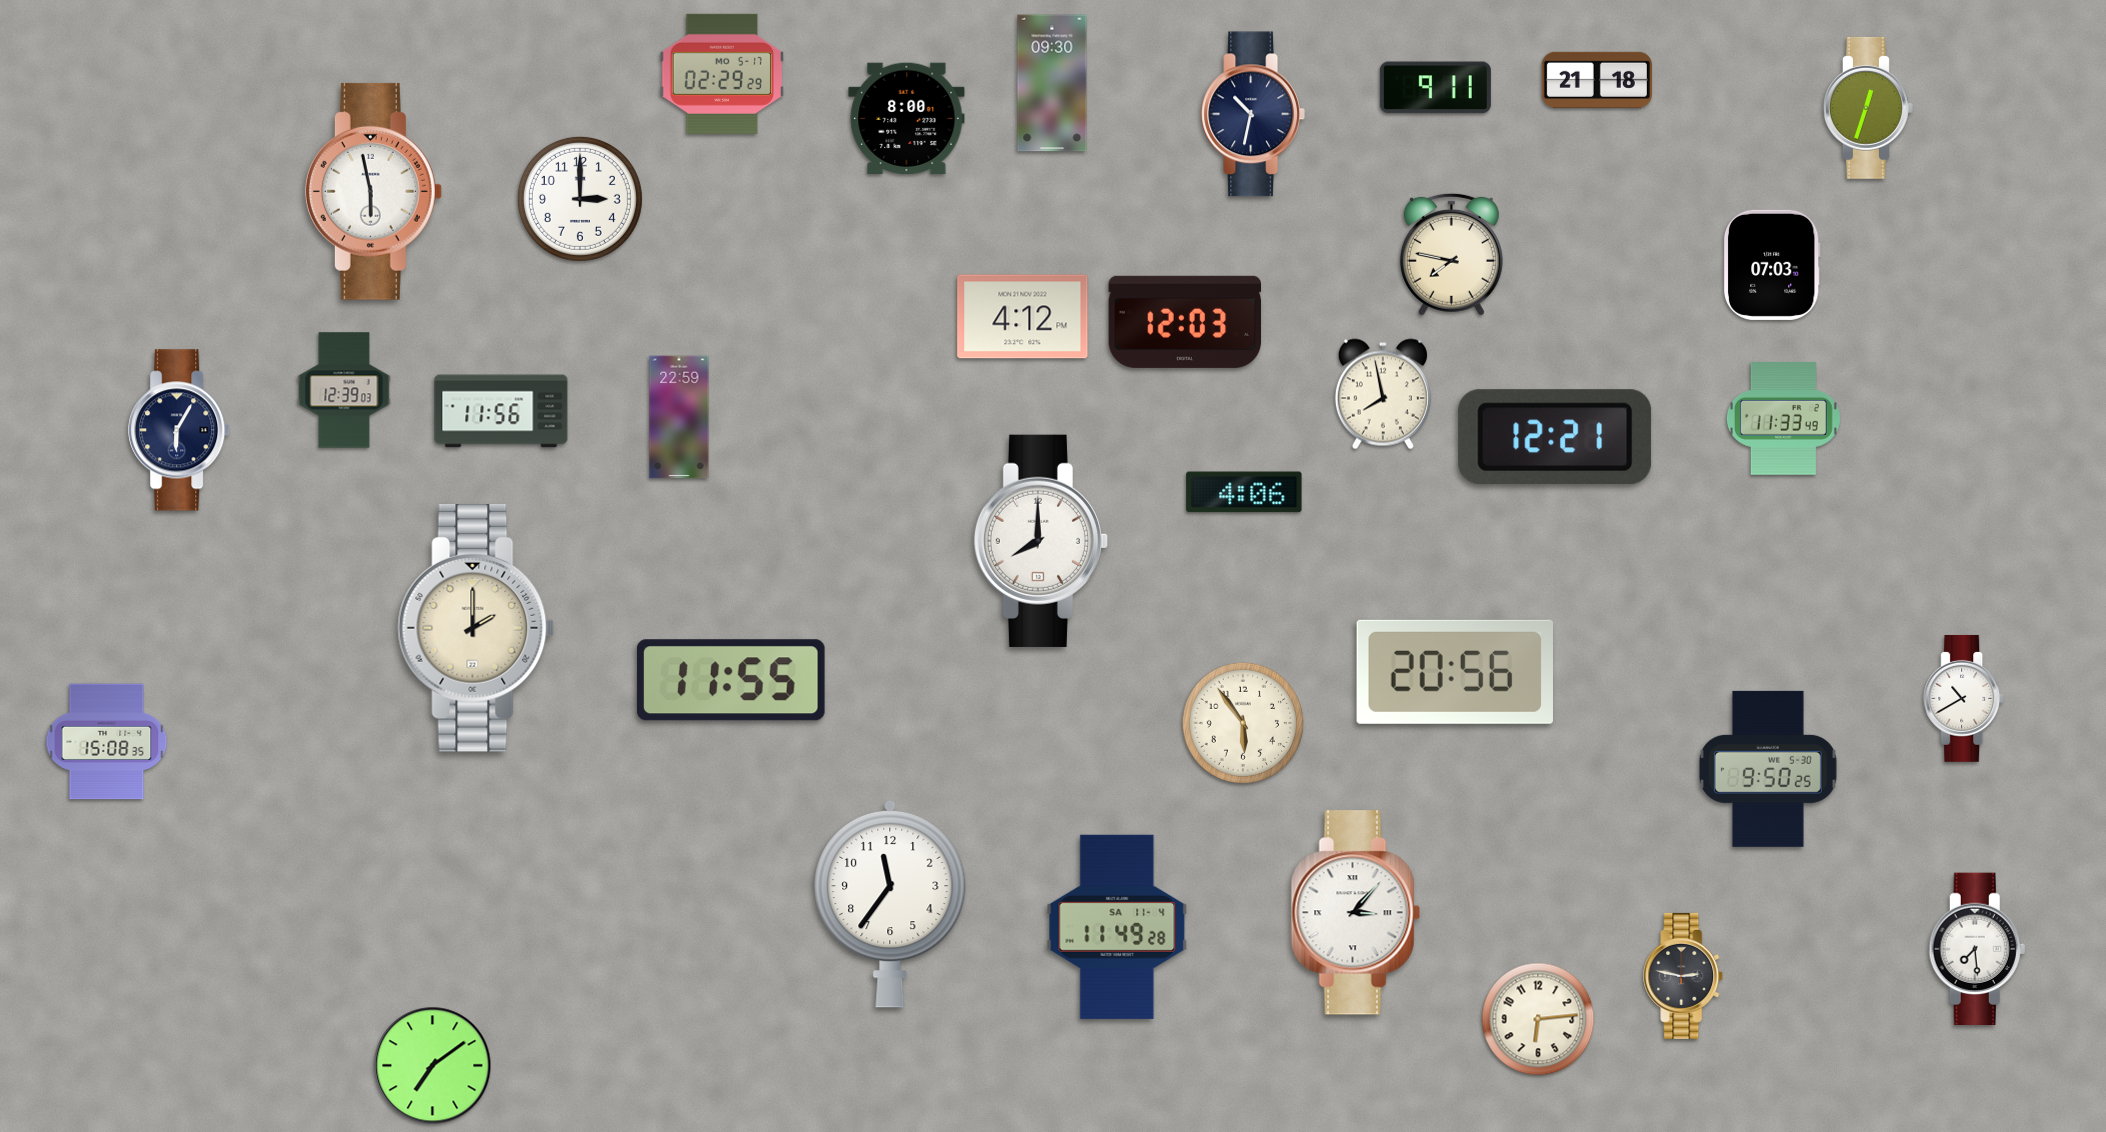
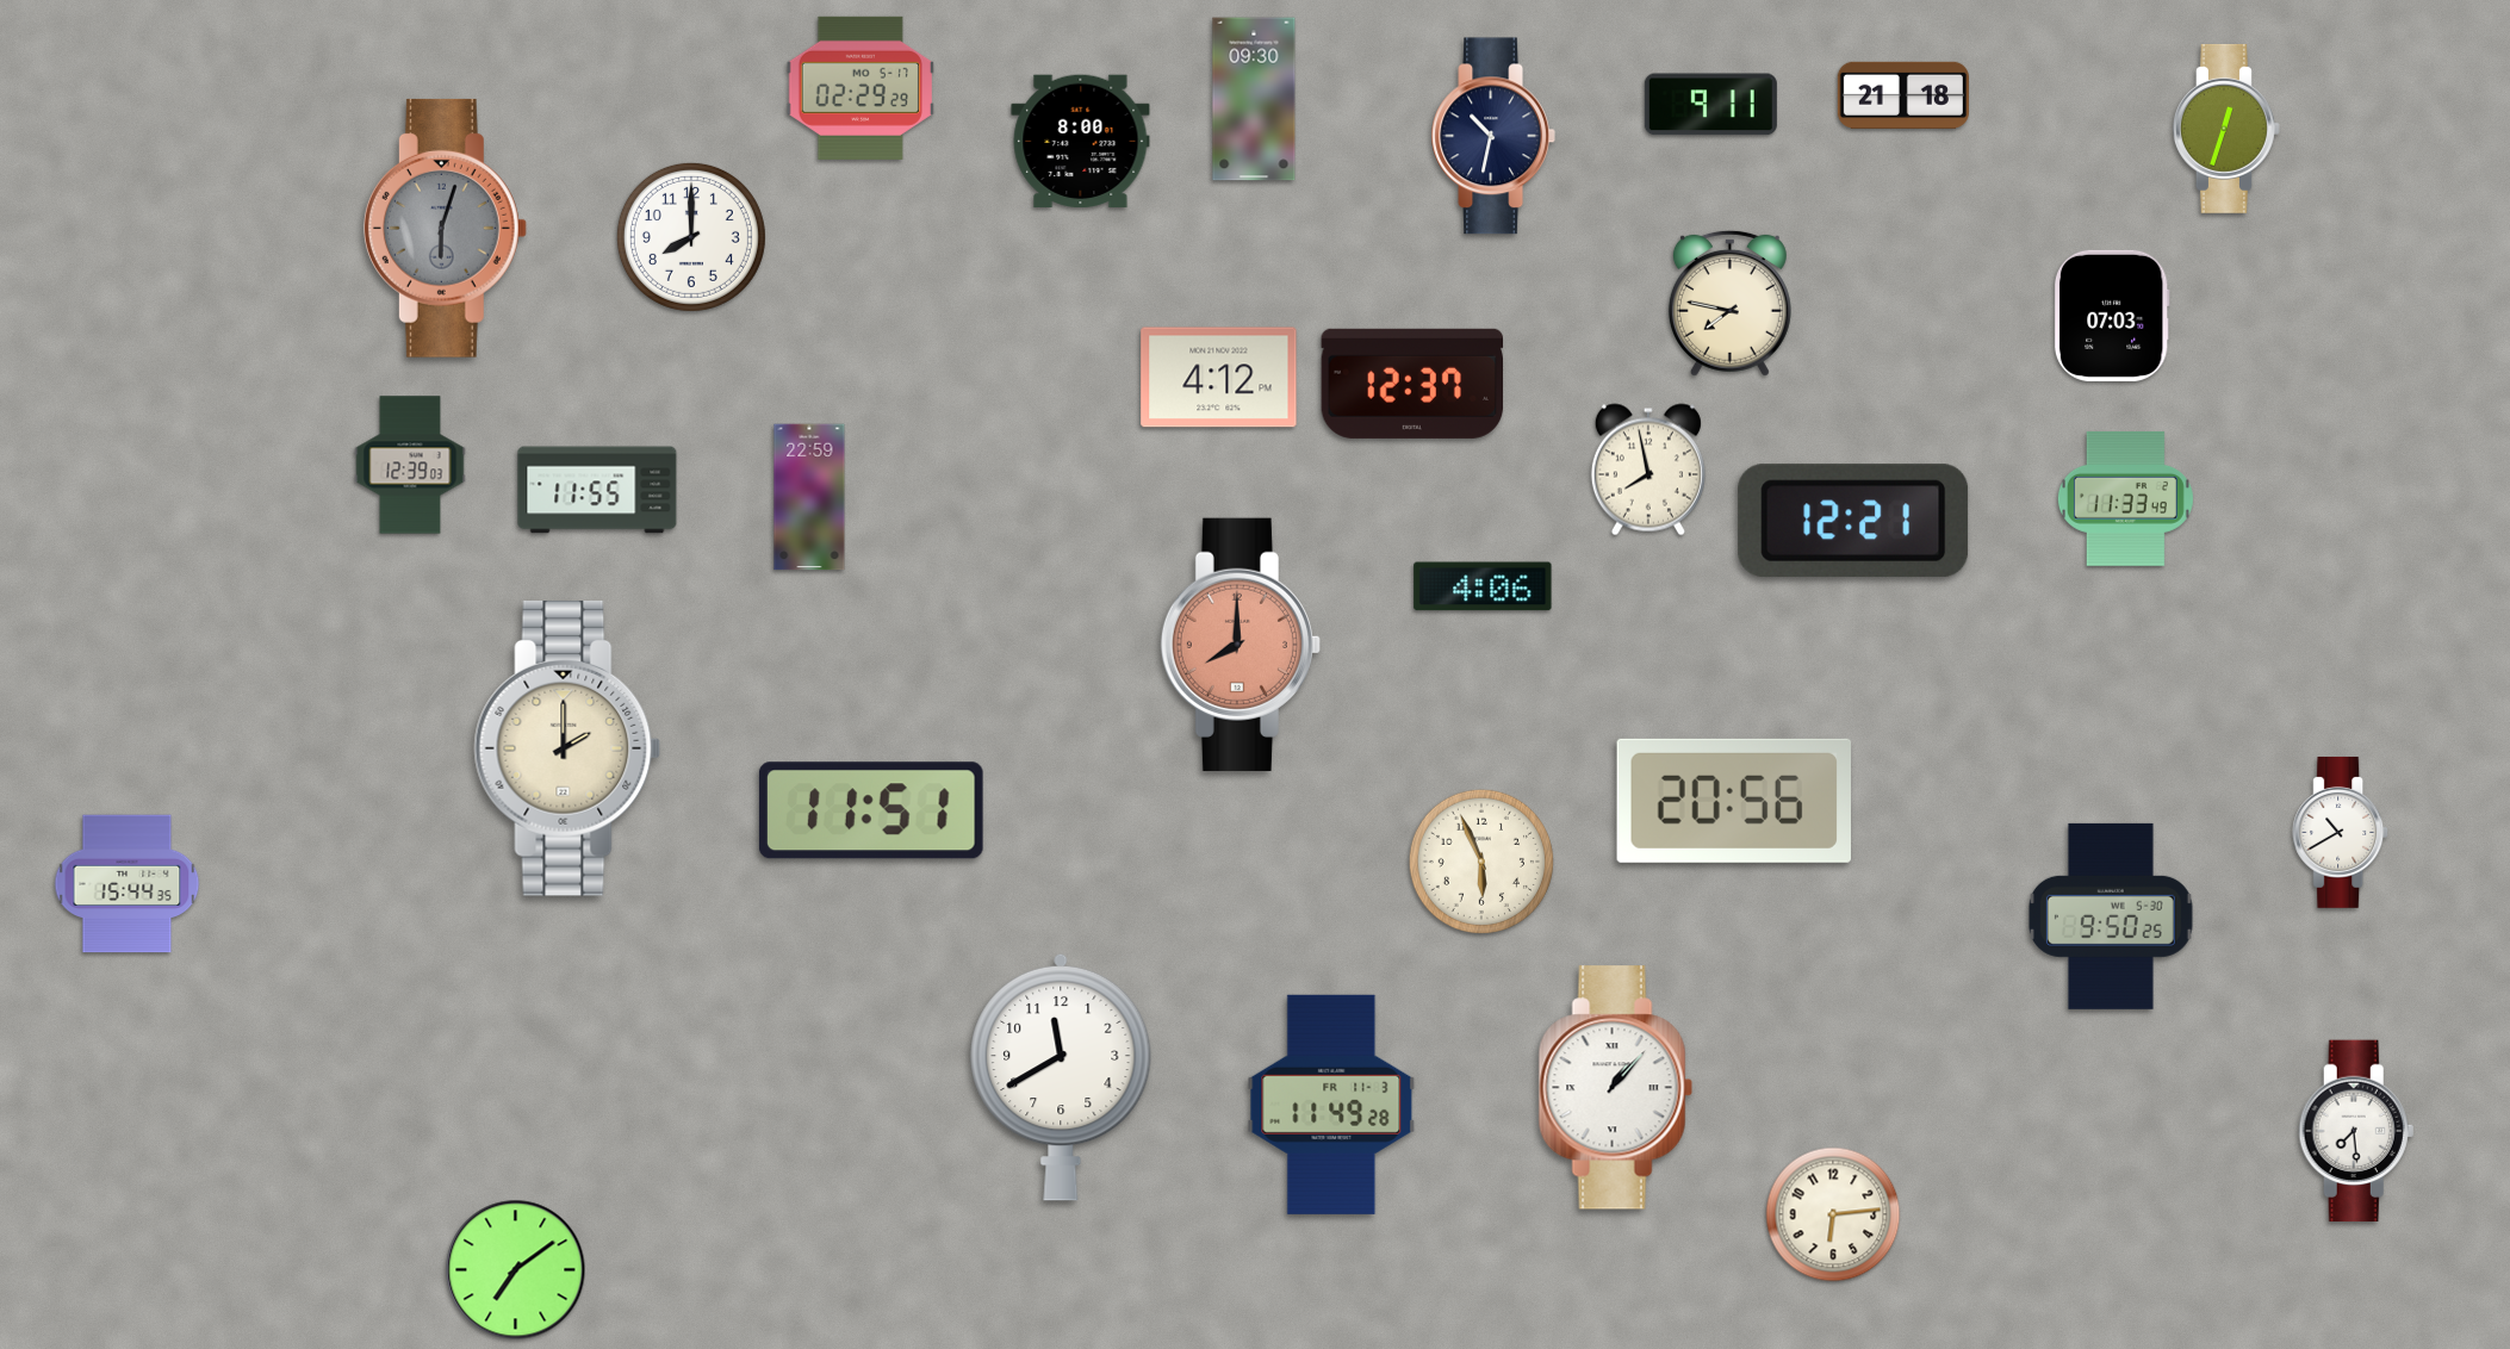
clock at (373, 191): 5:58 -> 6:03
clock at (373, 191) dial: white -> grey
clock at (580, 199): 3:00 -> 8:00
clock at (1184, 322): 12:03 -> 12:37
clock at (501, 411): 11:56 -> 11:55
clock at (180, 430): 6:05 -> none
clock at (1041, 541) dial: white -> salmon
clock at (731, 680): 11:55 -> 11:51
clock at (1243, 723): 5:54 -> 5:56
clock at (107, 742): 15:08 -> 15:44
clock at (1768, 769) position: (1768, 769) -> (2111, 916)
clock at (890, 904): 11:36 -> 11:40
clock at (1355, 913): 3:07 -> 1:07
clock at (1117, 927) date: SA 11-4 -> FR 11-3
clock at (1684, 976): 2:47 -> none
